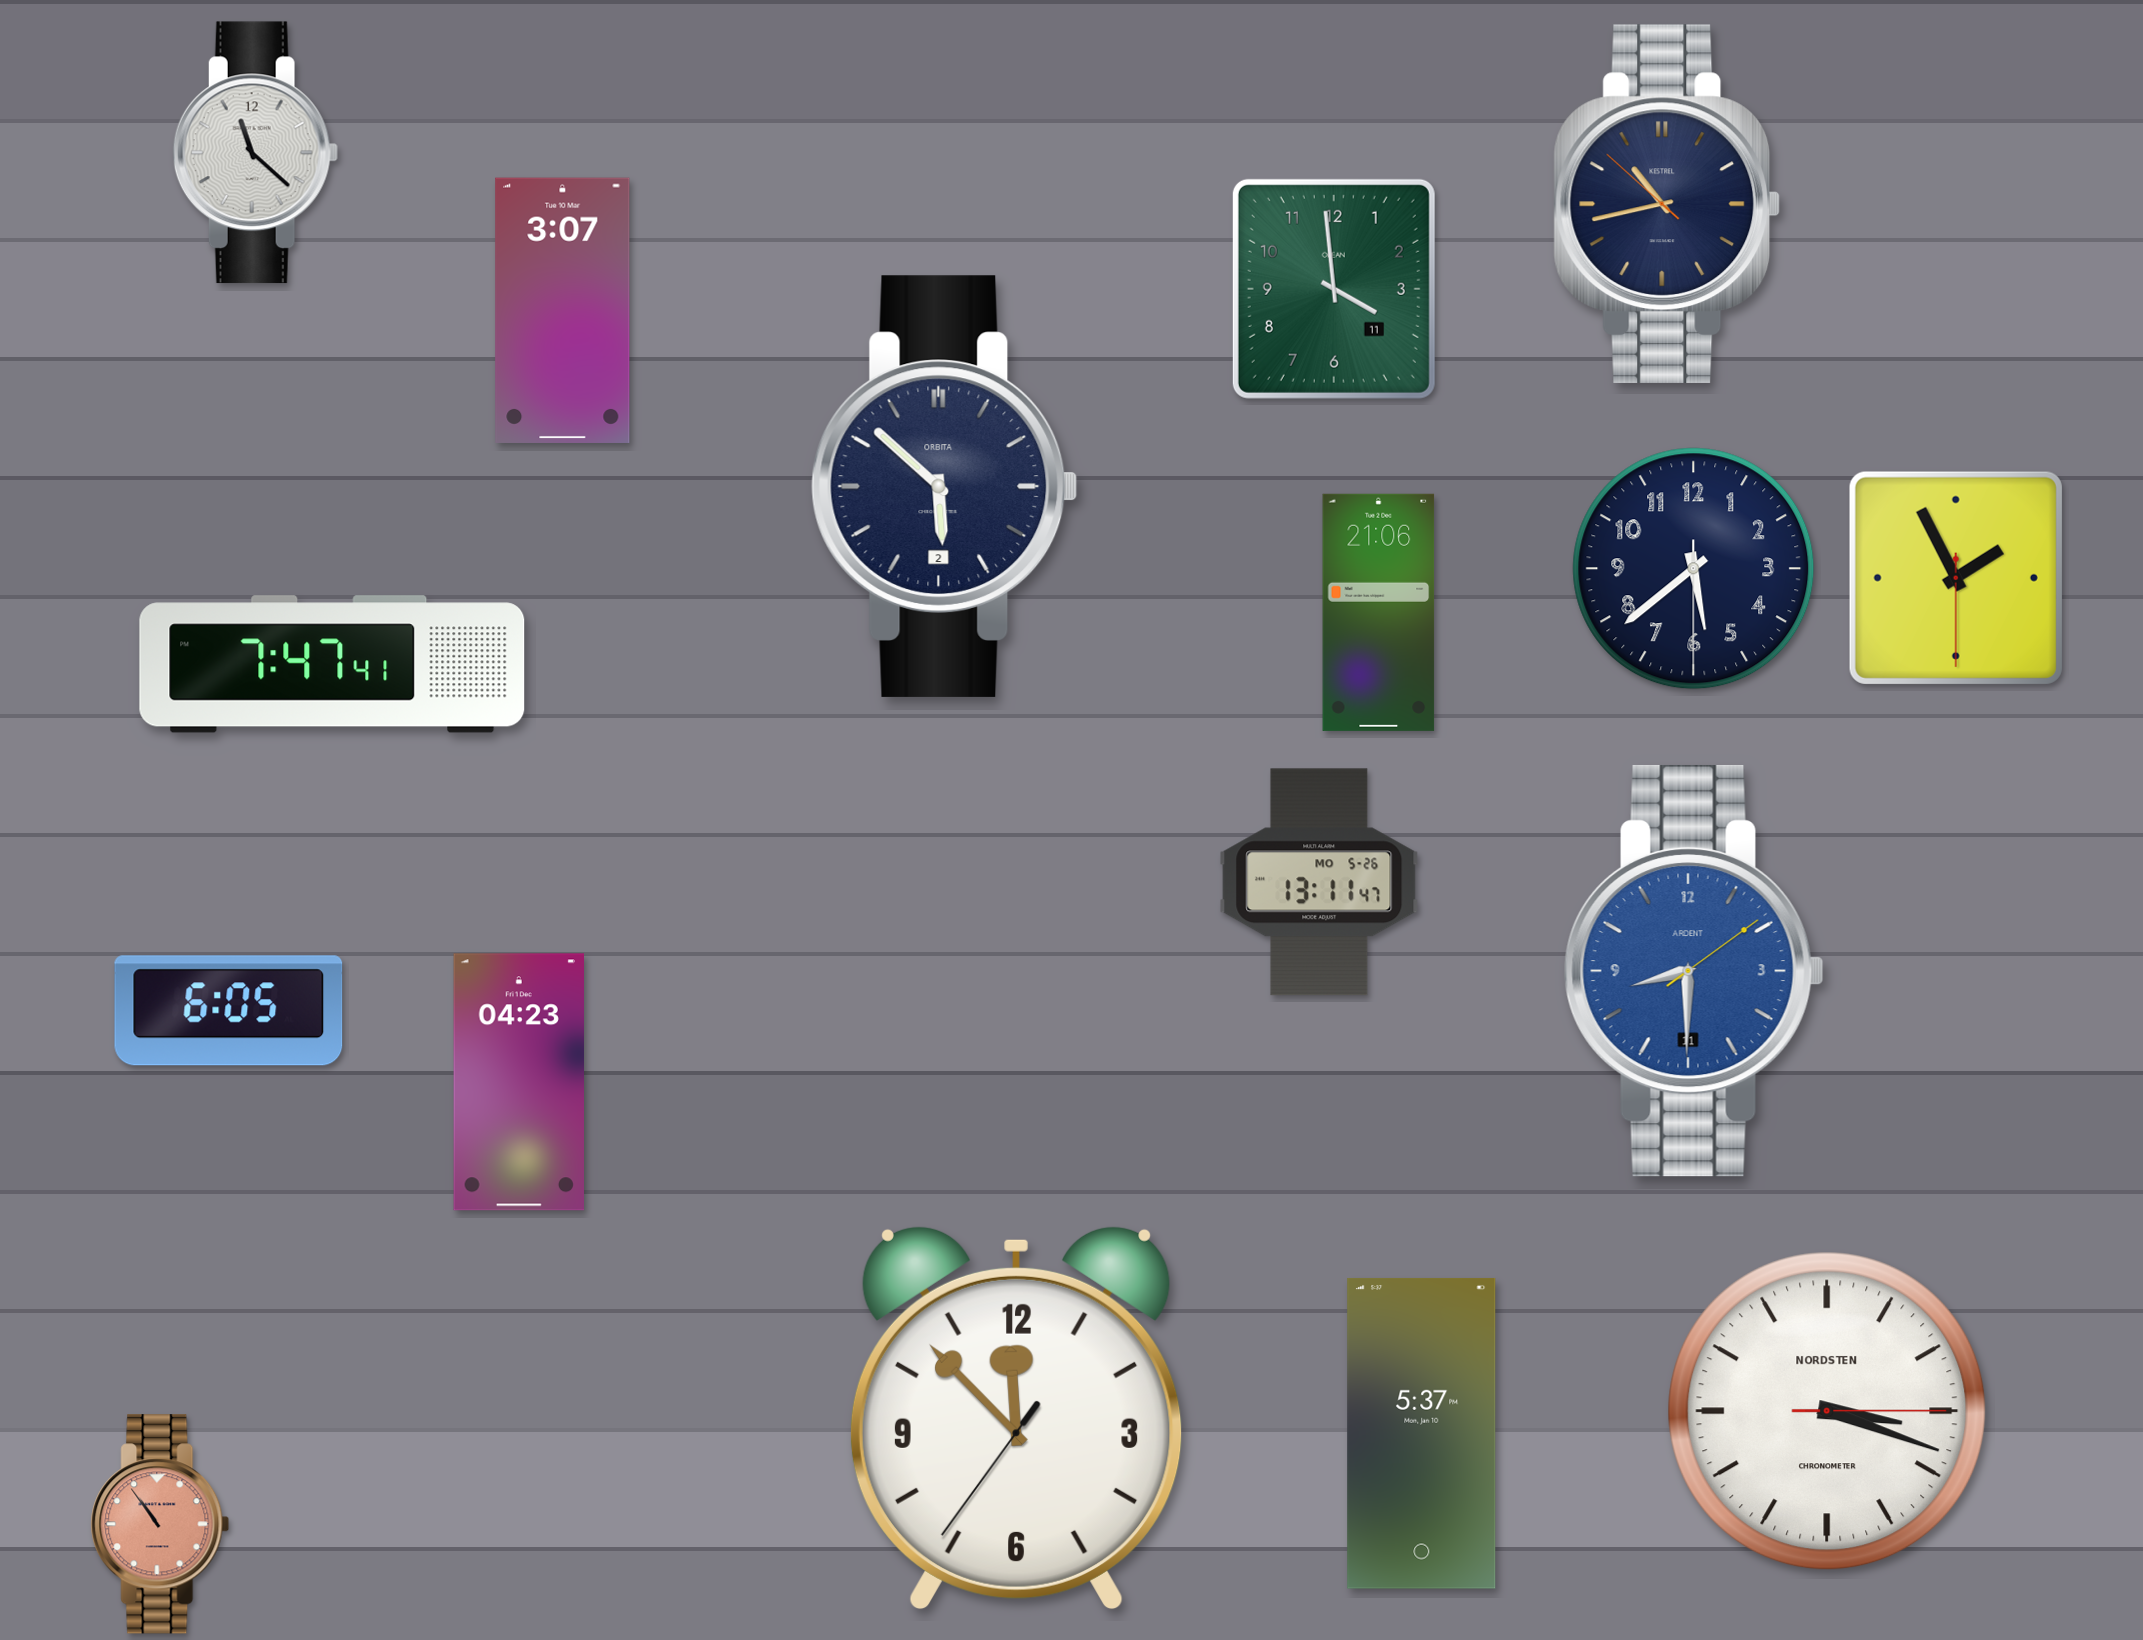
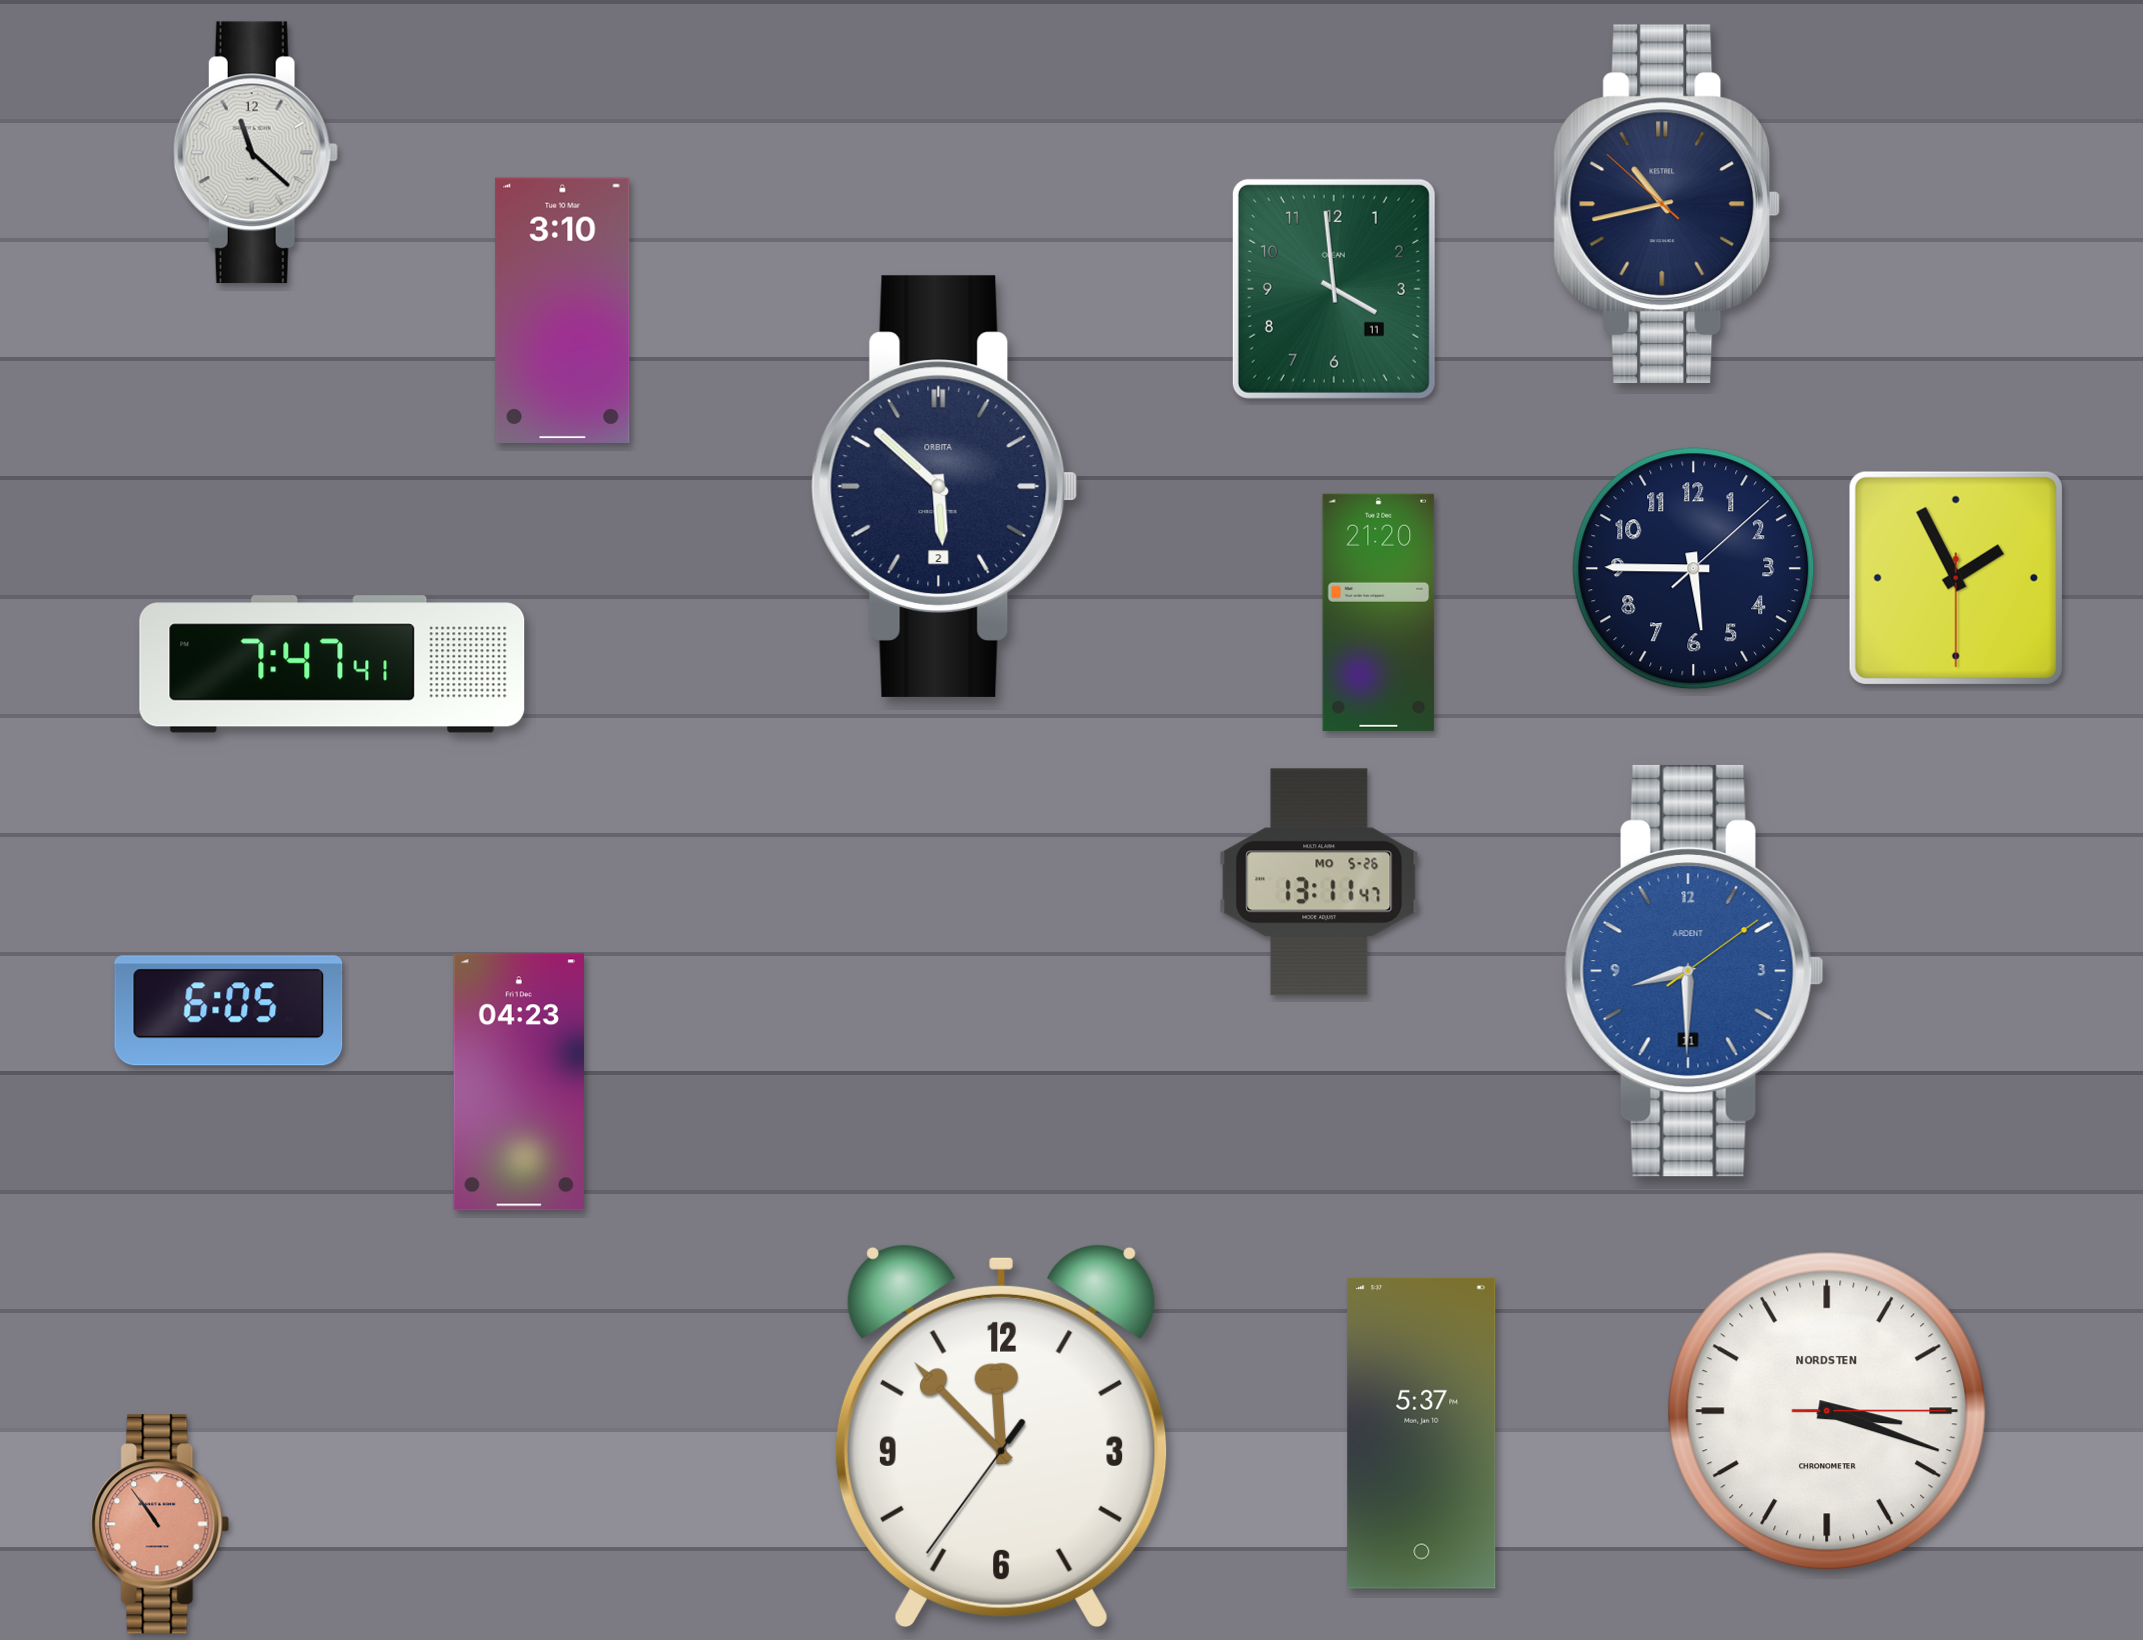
clock at (563, 310): 3:07 -> 3:10
clock at (1694, 569): 5:38 -> 5:45
clock at (1379, 612): 21:06 -> 21:20
clock at (1016, 1418) position: (1016, 1418) -> (1001, 1436)
